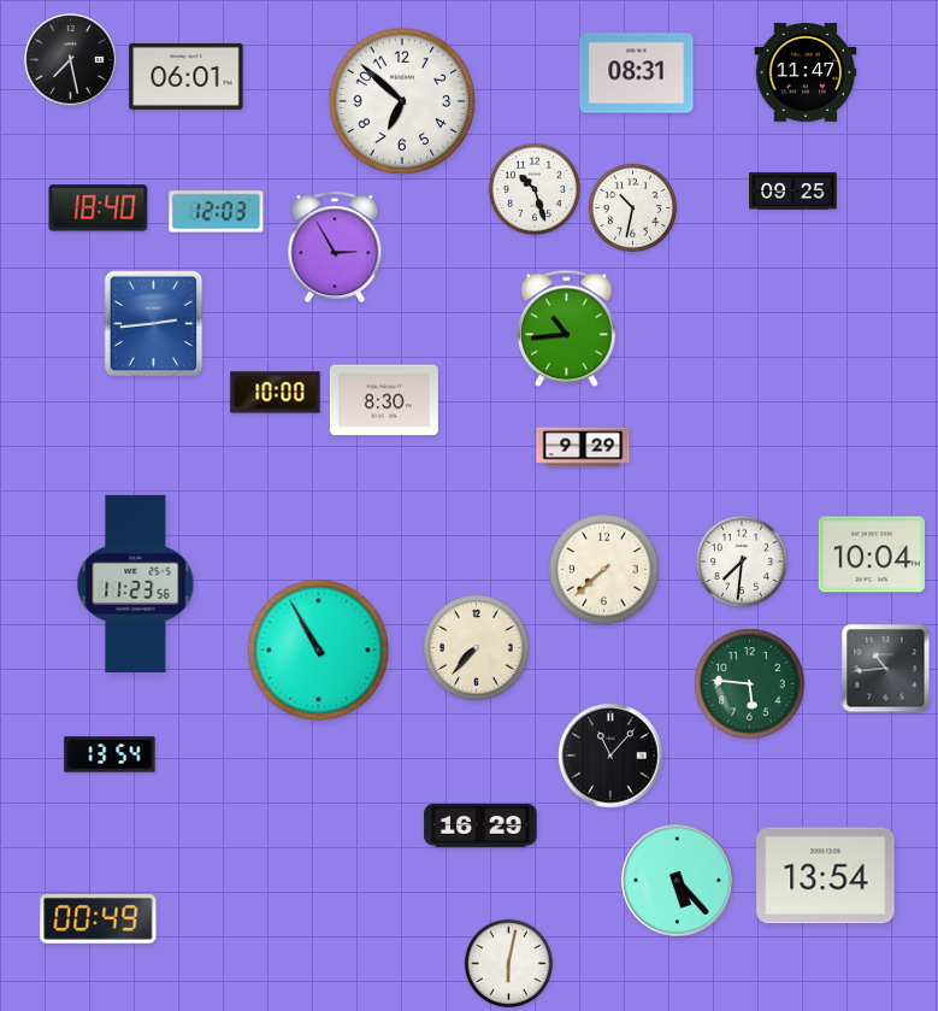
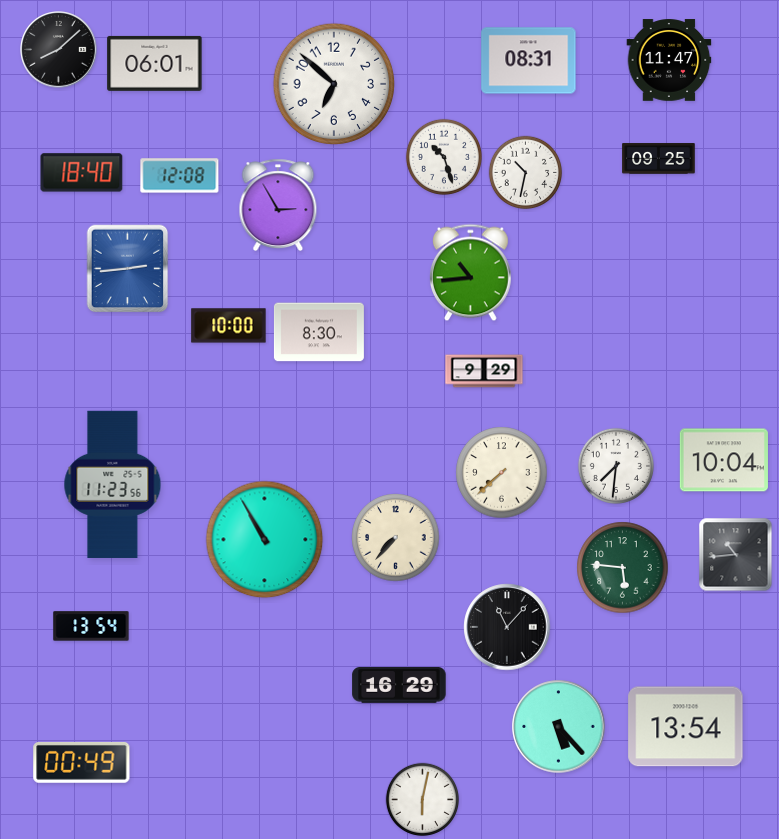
clock at (71, 60): 7:28 -> 8:08
clock at (217, 212): 12:03 -> 12:08
clock at (678, 881) position: (678, 881) -> (559, 727)
